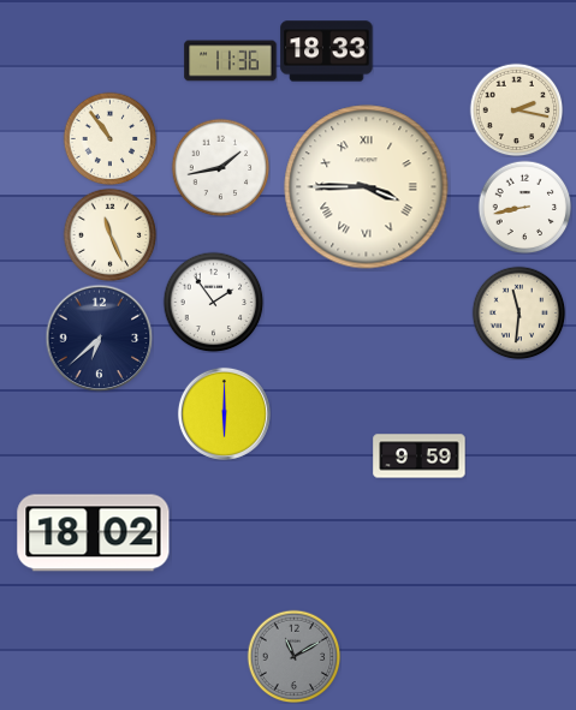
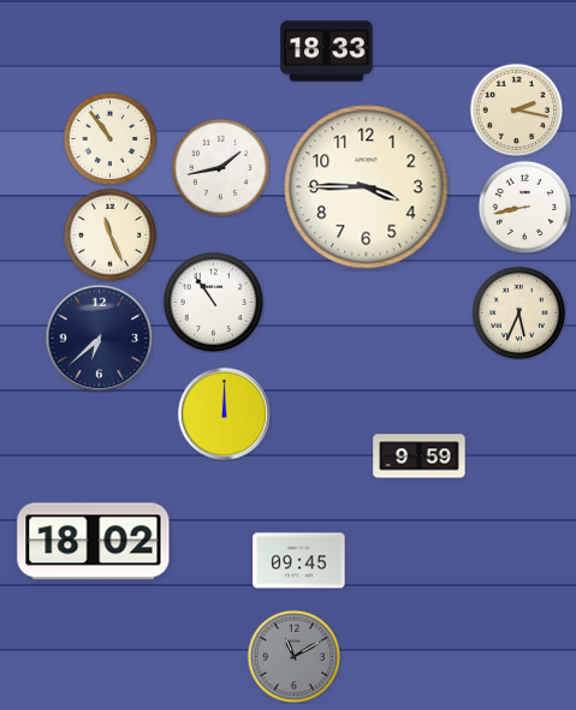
clock at (231, 61): 11:36 -> none
clock at (367, 187) numerals: Roman -> Arabic
clock at (213, 302): 1:54 -> 10:54
clock at (518, 312): 11:31 -> 5:34
clock at (224, 413): 6:00 -> 12:00
clock at (94, 533) position: (94, 533) -> (94, 542)
clock at (299, 561): none -> 09:45
